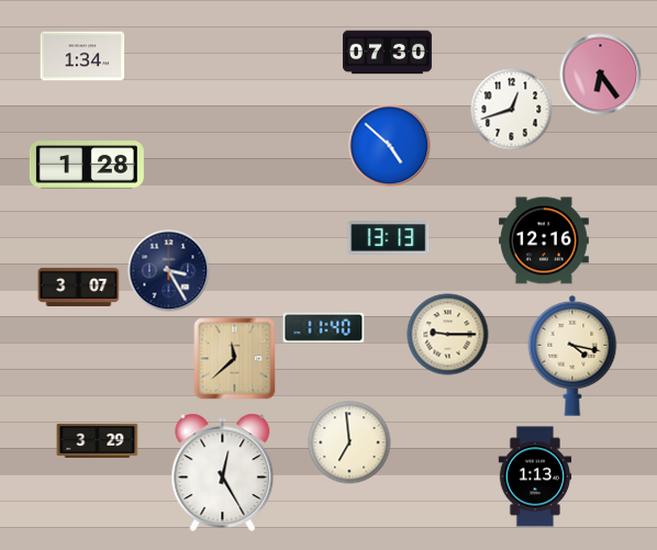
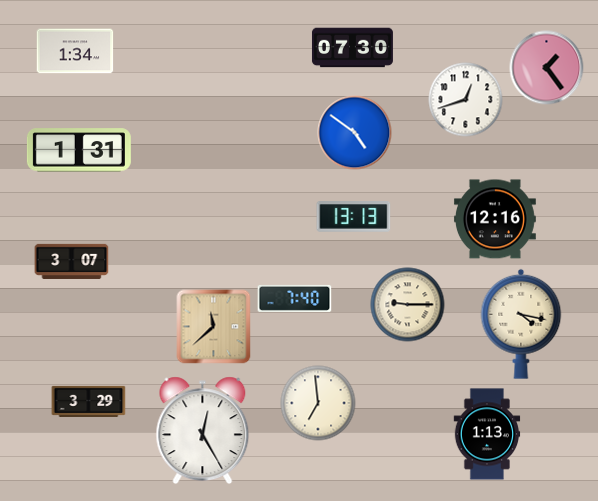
clock at (601, 75): 6:24 -> 1:24
clock at (390, 146): 4:52 -> 4:51
clock at (87, 165): 1:28 -> 1:31
clock at (169, 271): 3:25 -> none
clock at (324, 327): 11:40 -> 7:40
